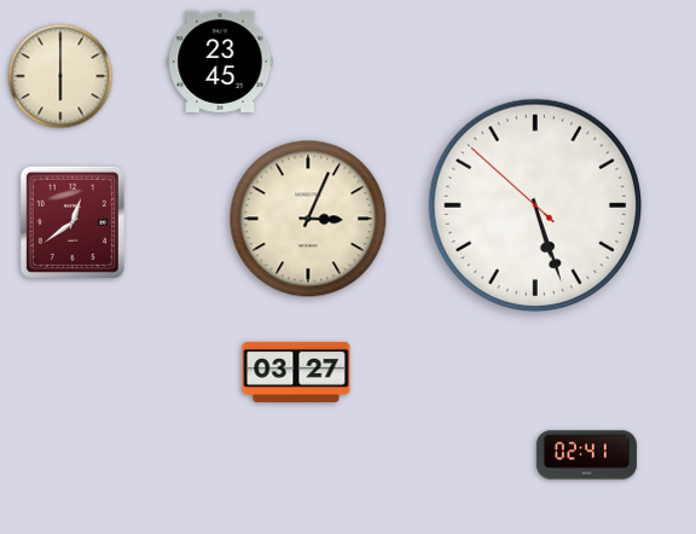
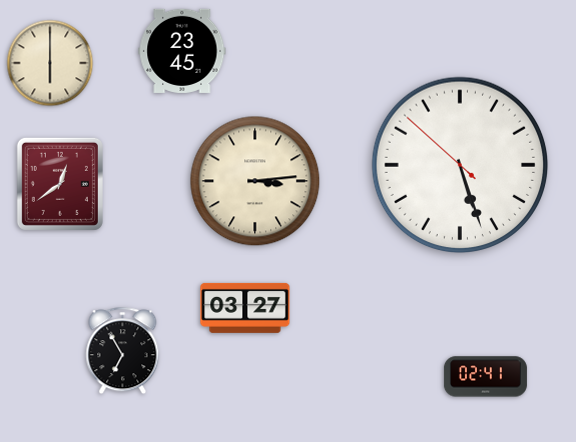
clock at (535, 205) position: (535, 205) -> (460, 165)
clock at (308, 219): 3:04 -> 3:14
clock at (123, 351): none -> 6:55
